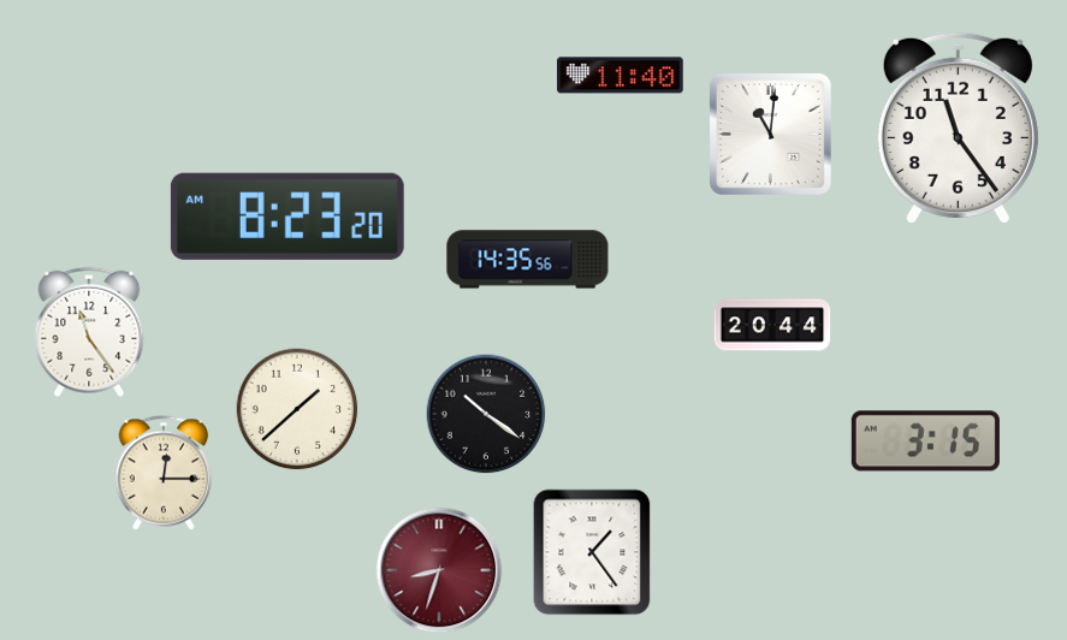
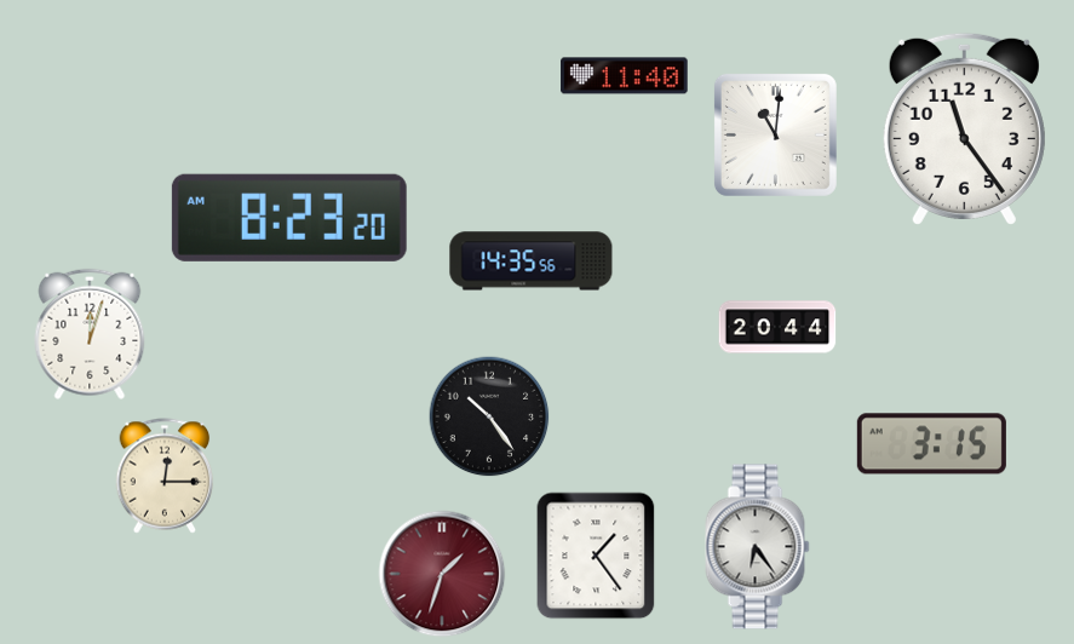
clock at (89, 332): 11:24 -> 12:03
clock at (297, 409): 1:38 -> none
clock at (486, 414): 10:21 -> 10:24
clock at (758, 547): none -> 6:24
clock at (439, 570): 8:33 -> 1:33
